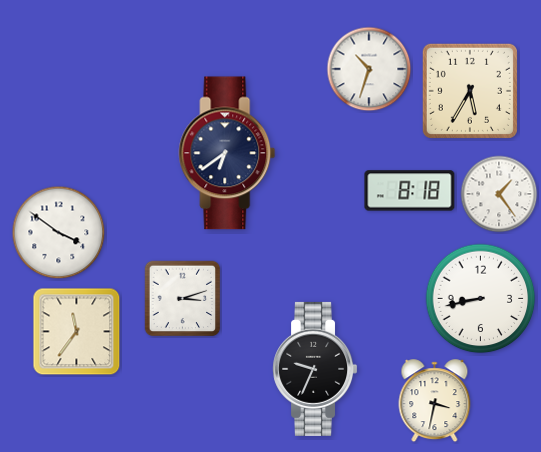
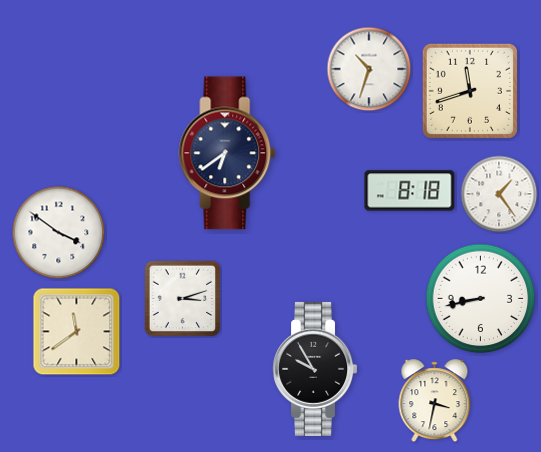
clock at (470, 91): 5:35 -> 11:42
clock at (77, 332): 11:36 -> 11:39
clock at (315, 369): 9:34 -> 9:55
